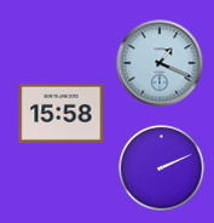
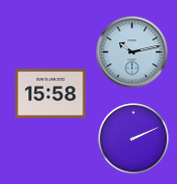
clock at (160, 63): 1:19 -> 10:13
